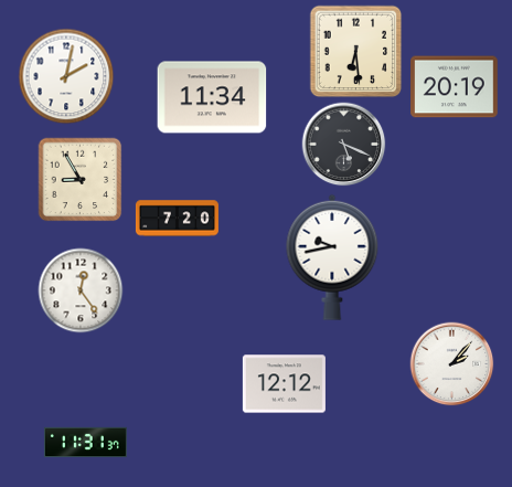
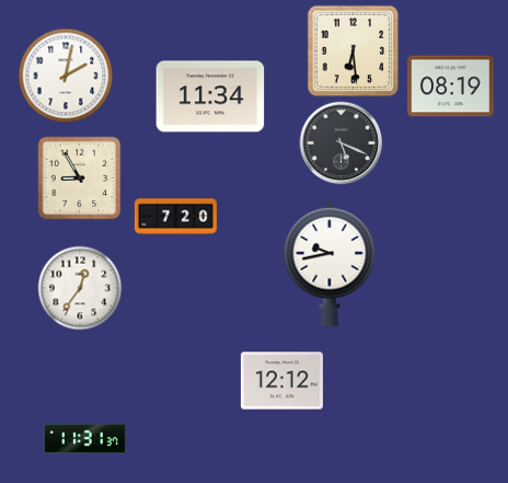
clock at (455, 87): 20:19 -> 08:19
clock at (332, 257) position: (332, 257) -> (330, 264)
clock at (81, 290): 12:24 -> 12:36
clock at (452, 364): 2:07 -> none
